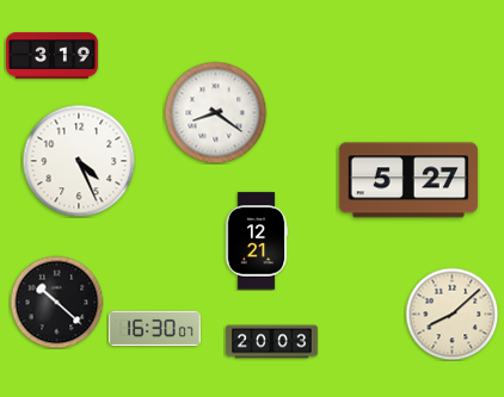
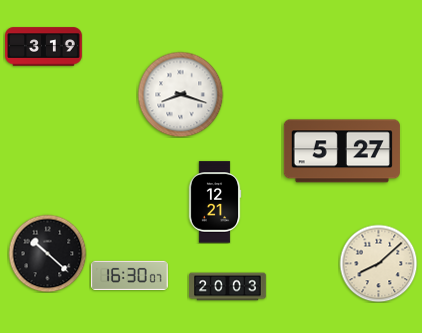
clock at (215, 112): 8:21 -> 8:18
clock at (79, 161): 4:26 -> none
